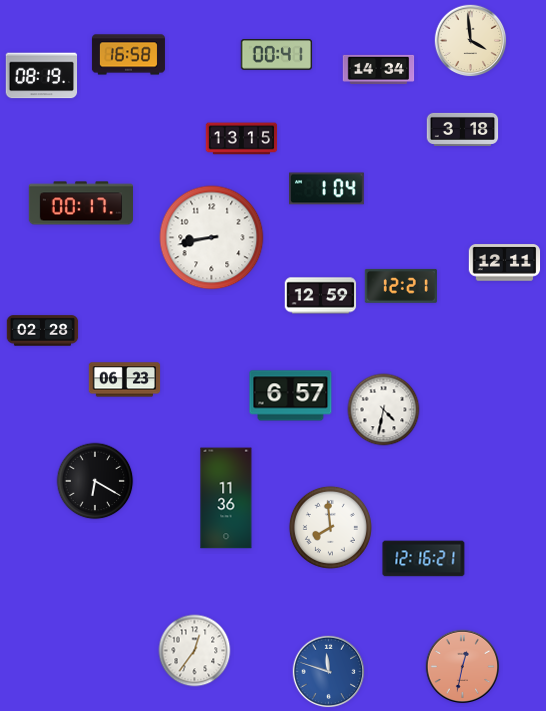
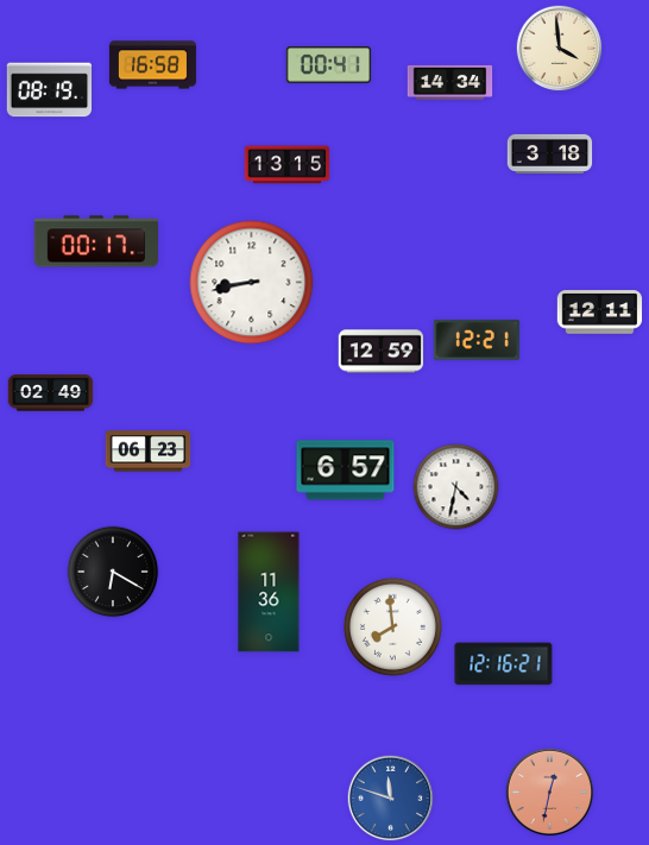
clock at (327, 189): 1:04 -> none
clock at (43, 331): 02:28 -> 02:49
clock at (195, 651): 12:36 -> none
